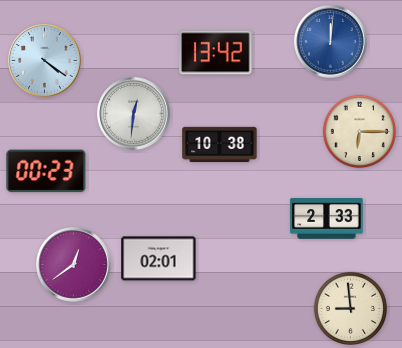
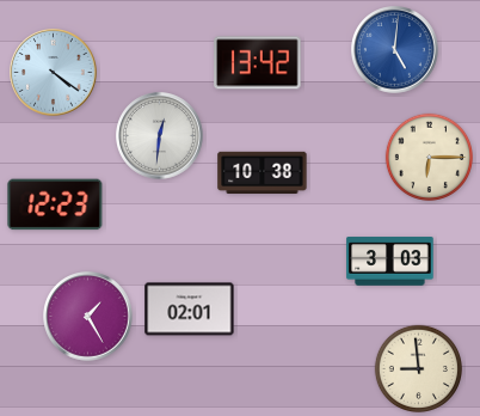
clock at (331, 42): 12:01 -> 5:01
clock at (46, 171): 00:23 -> 12:23
clock at (327, 219): 2:33 -> 3:03
clock at (74, 265): 12:39 -> 1:25
